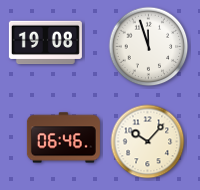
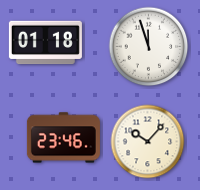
clock at (45, 43): 19:08 -> 01:18
clock at (63, 138): 06:46 -> 23:46
